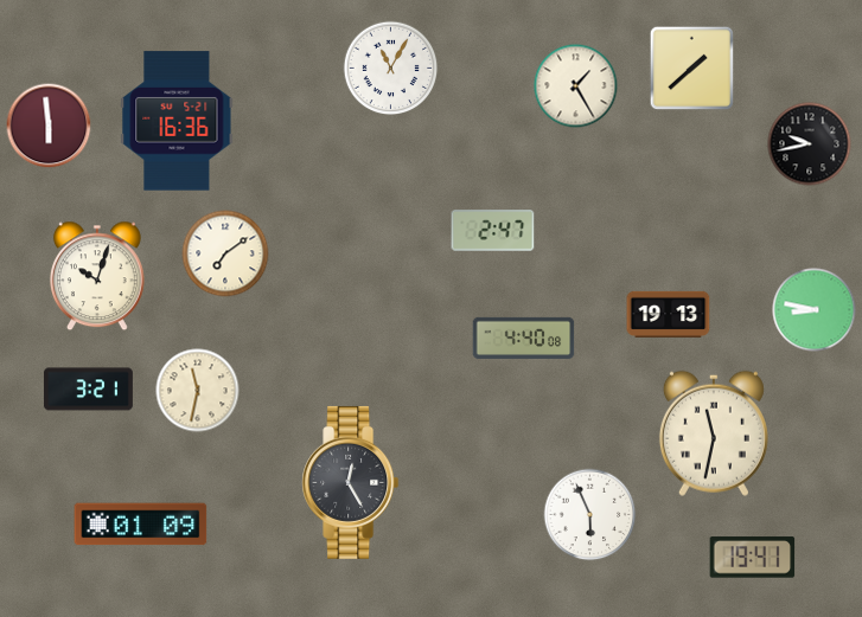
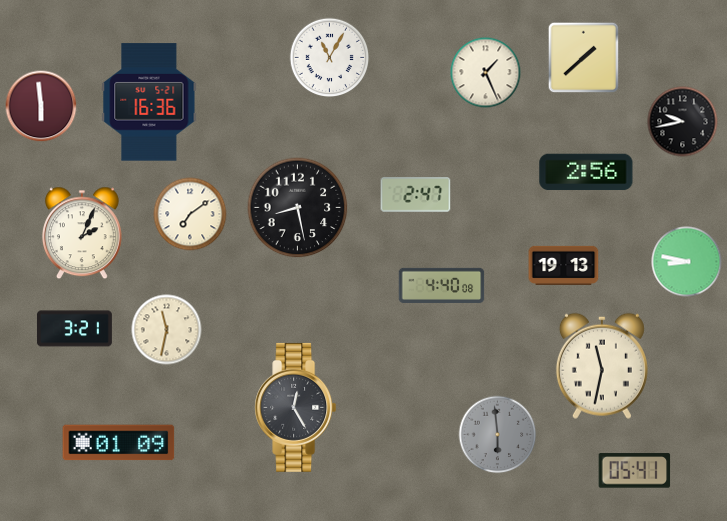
clock at (576, 86): 1:25 -> 1:26
clock at (586, 172): none -> 2:56
clock at (298, 208): none -> 8:28
clock at (97, 276): 10:03 -> 2:04
clock at (590, 515): 5:56 -> 5:59
clock at (590, 515) dial: white -> grey
clock at (753, 558): 19:41 -> 05:41
